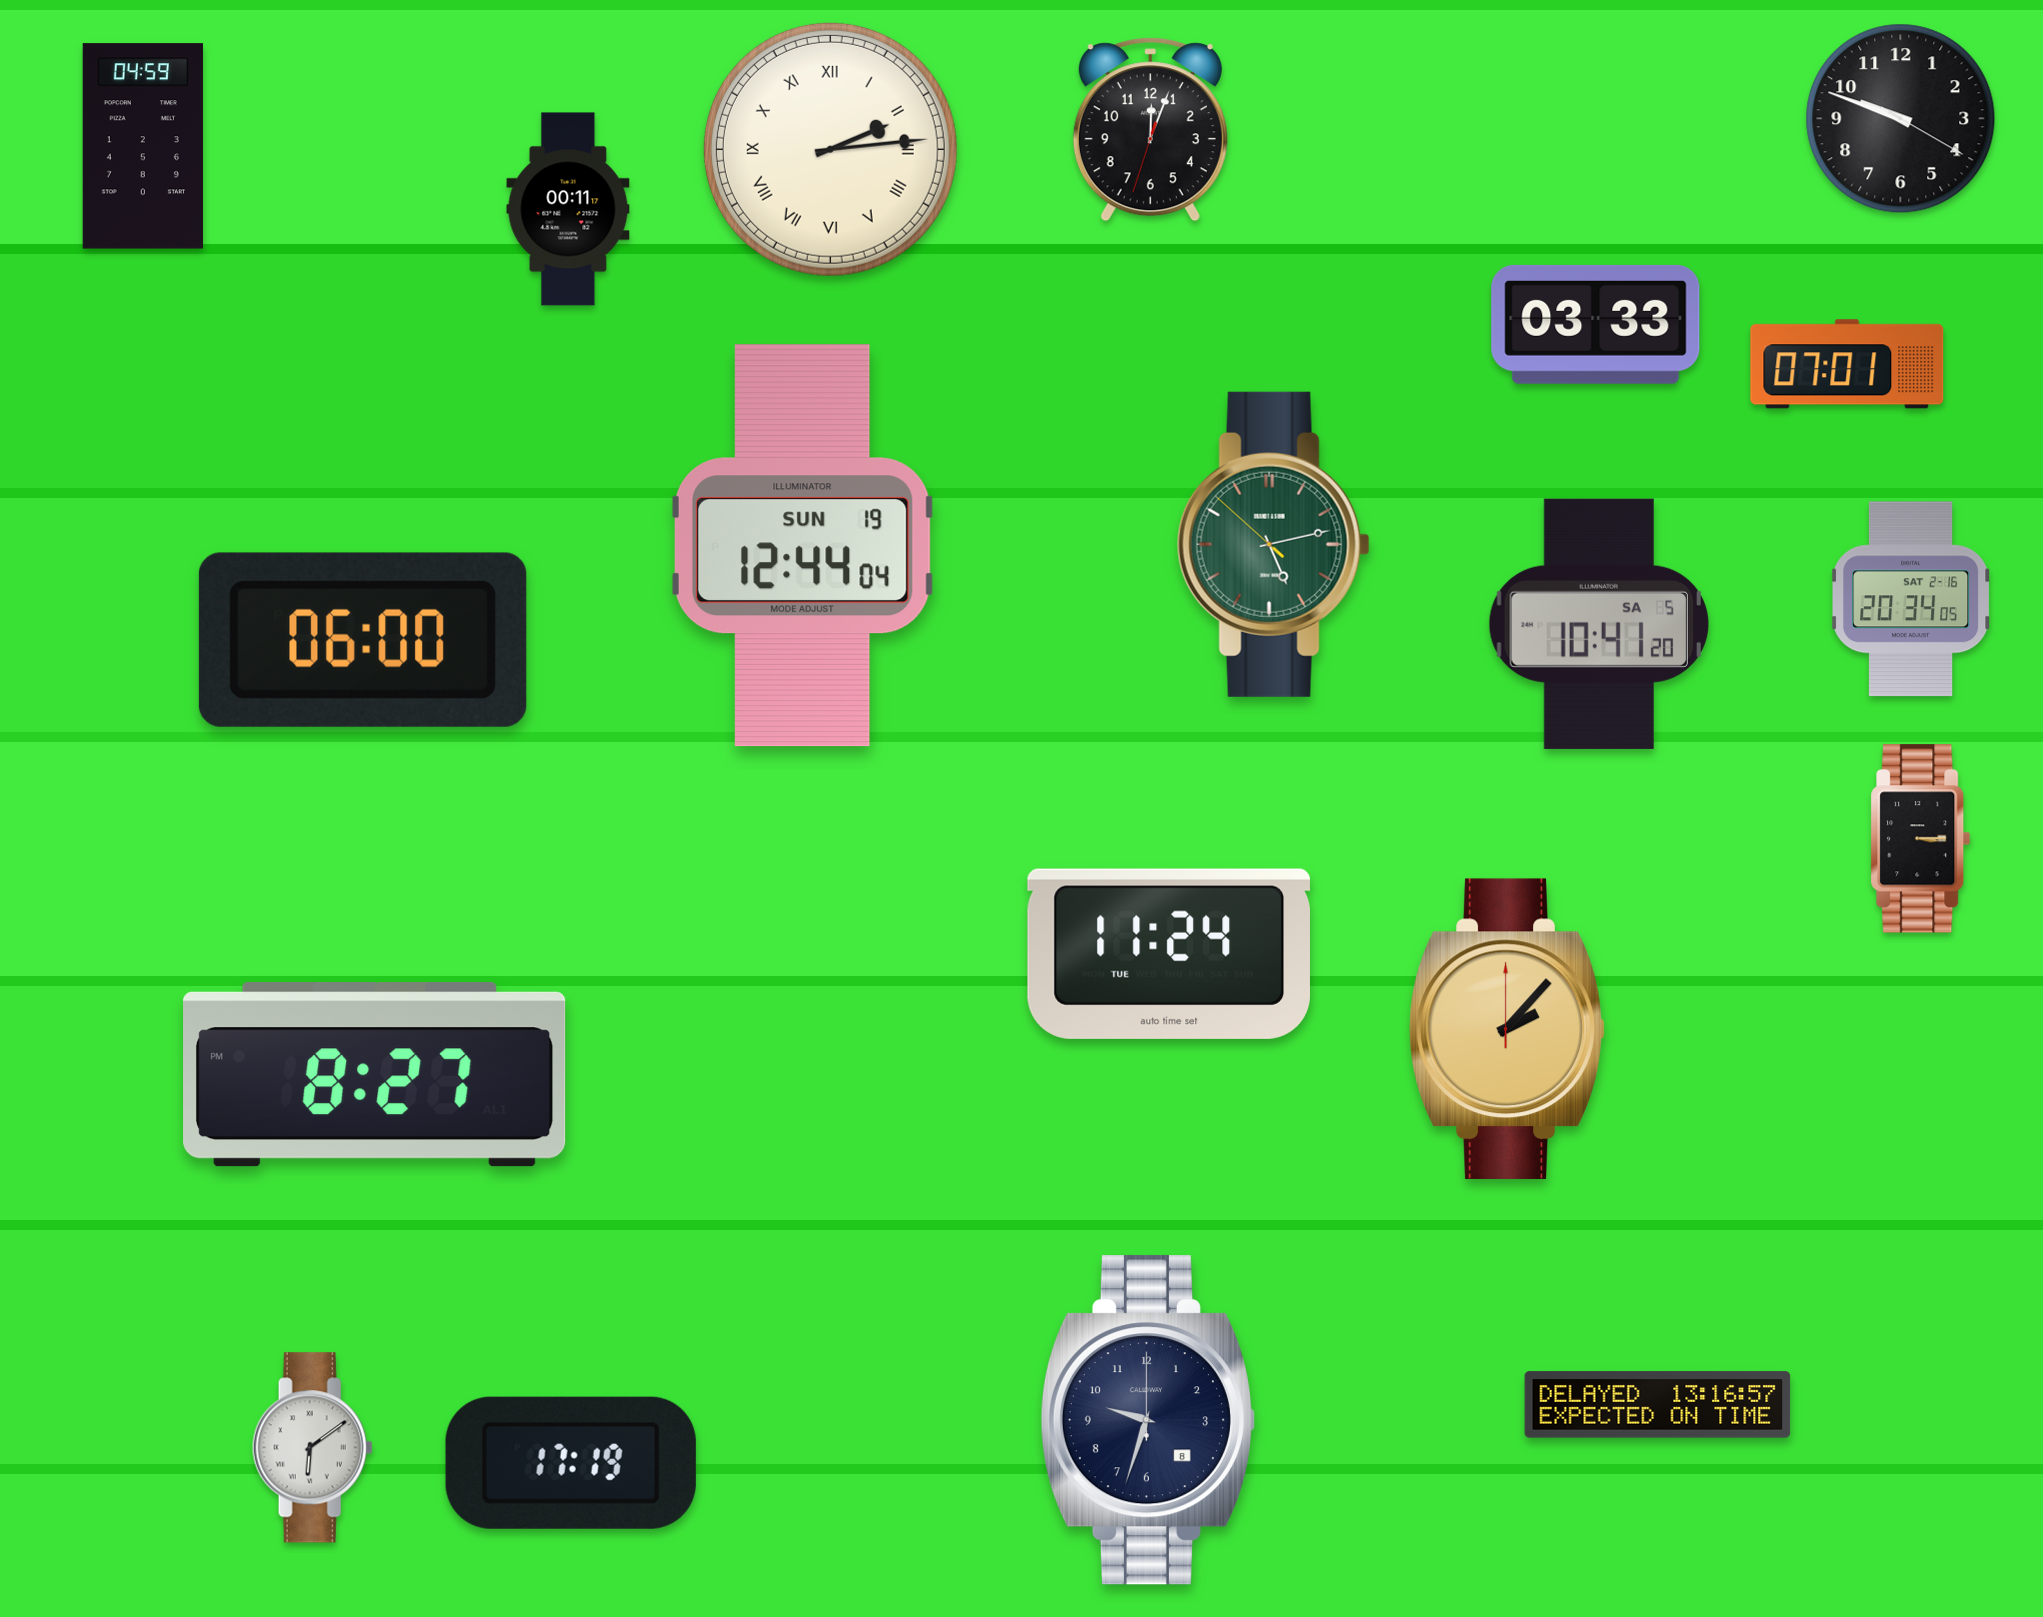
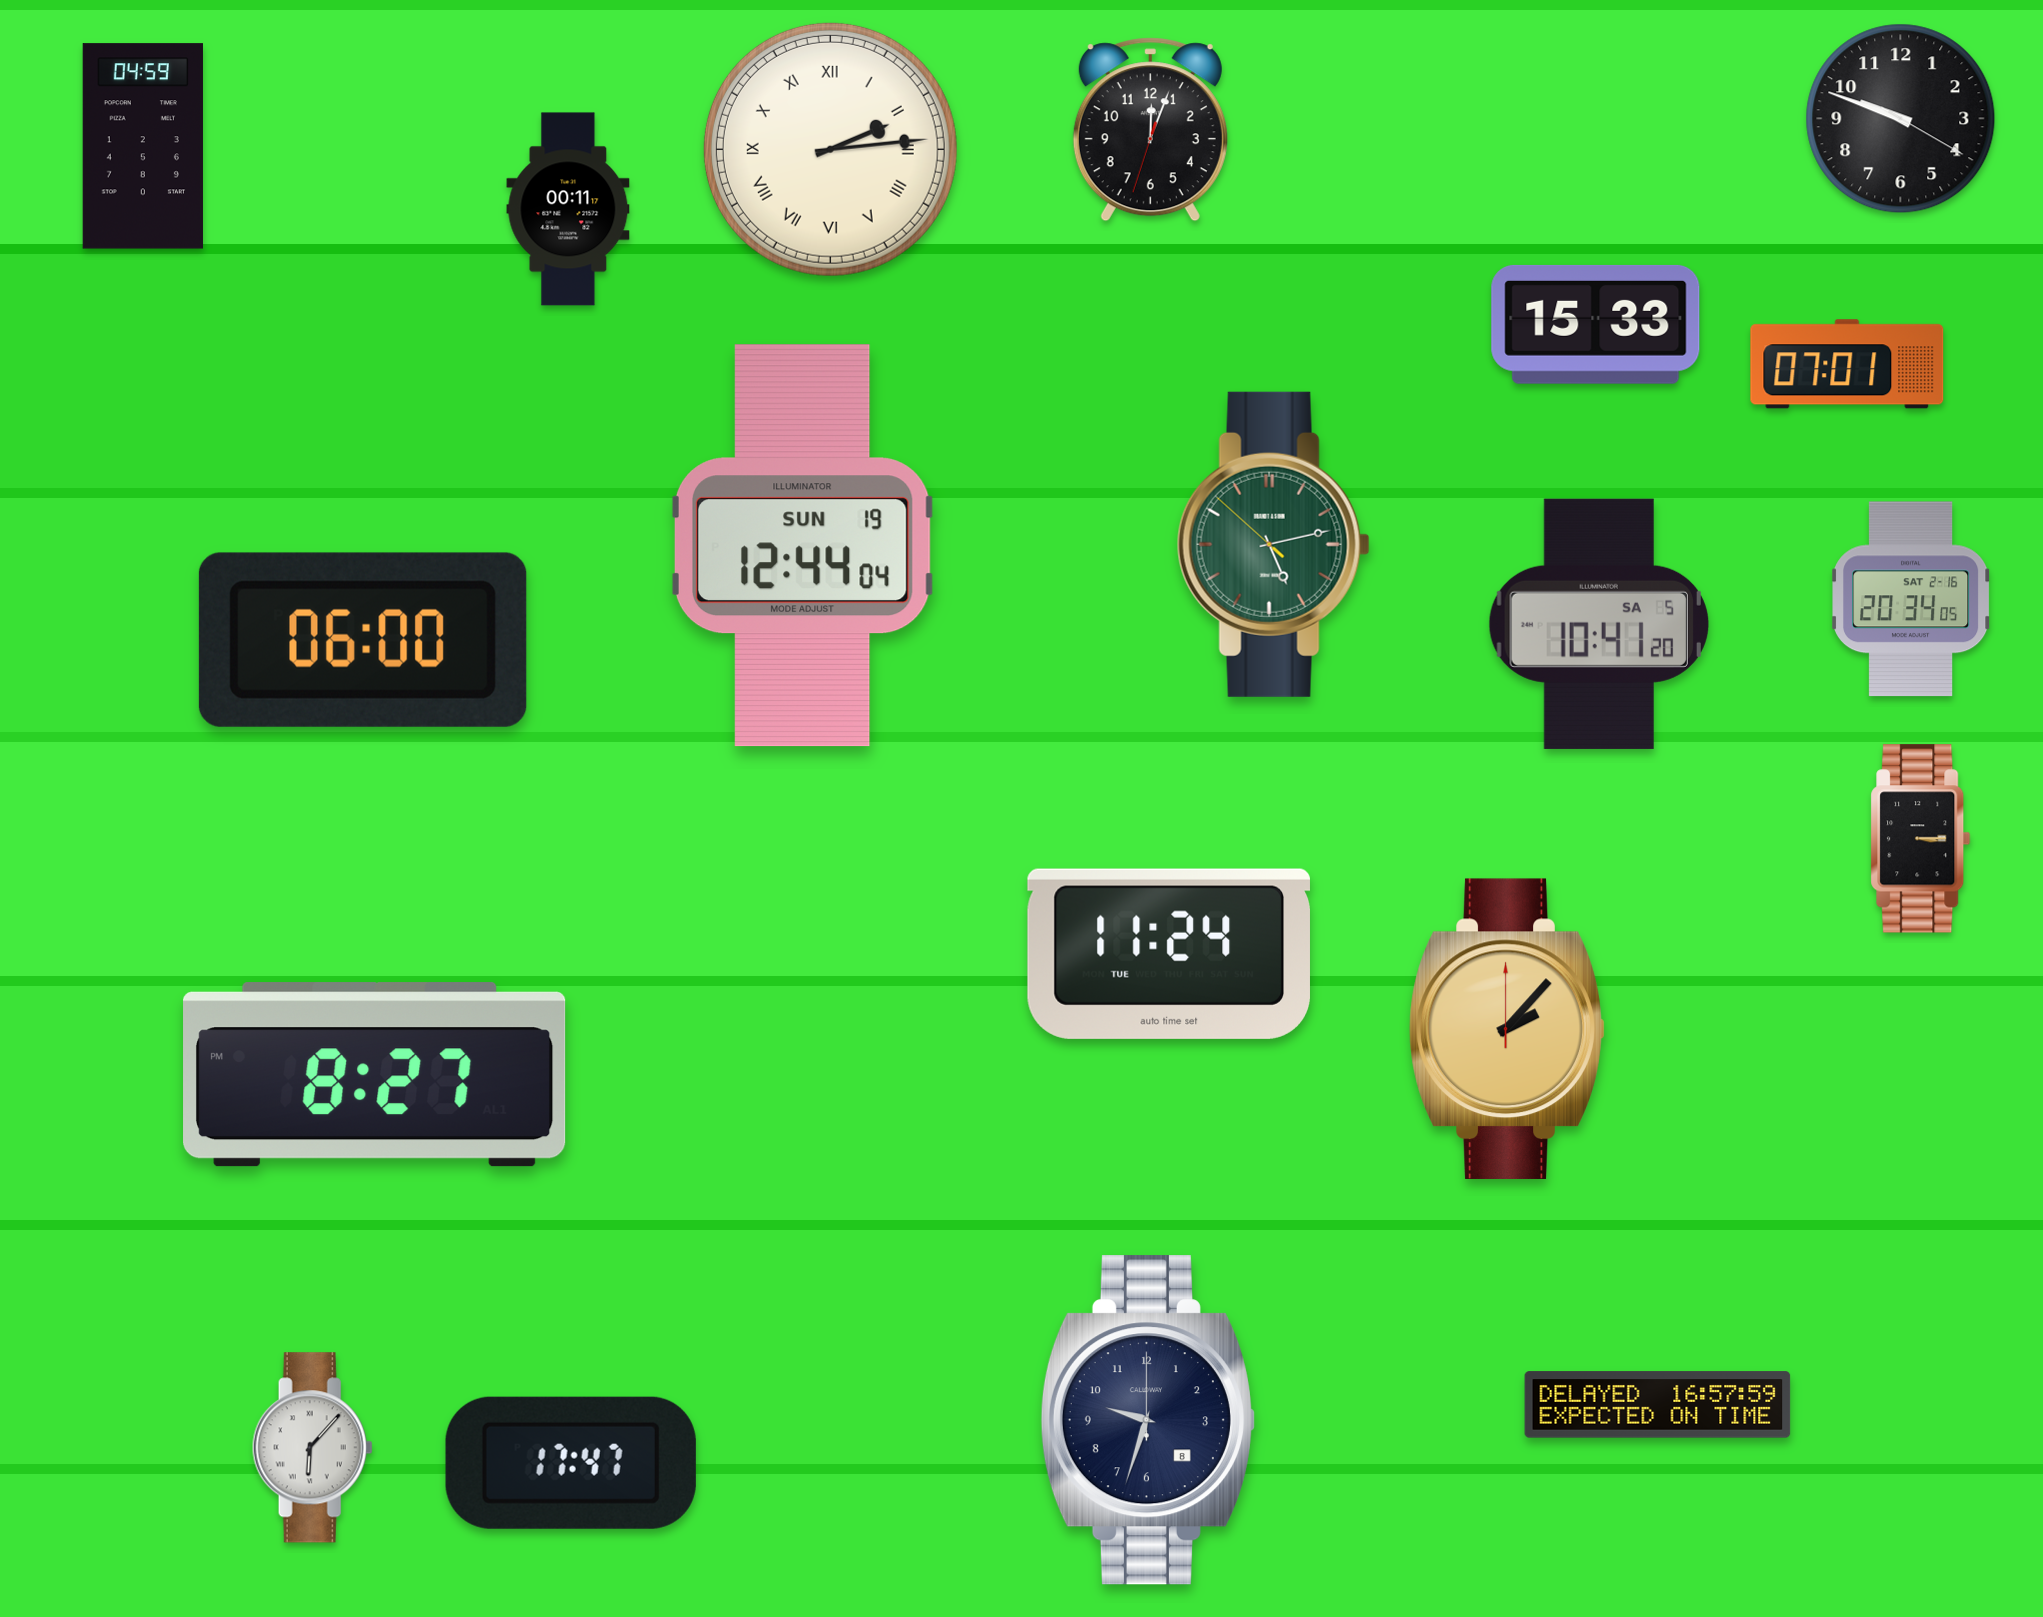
clock at (1596, 324): 03:33 -> 15:33
clock at (1658, 1405): 13:16 -> 16:57
clock at (312, 1448): 6:09 -> 6:07
clock at (571, 1463): 17:19 -> 17:47
